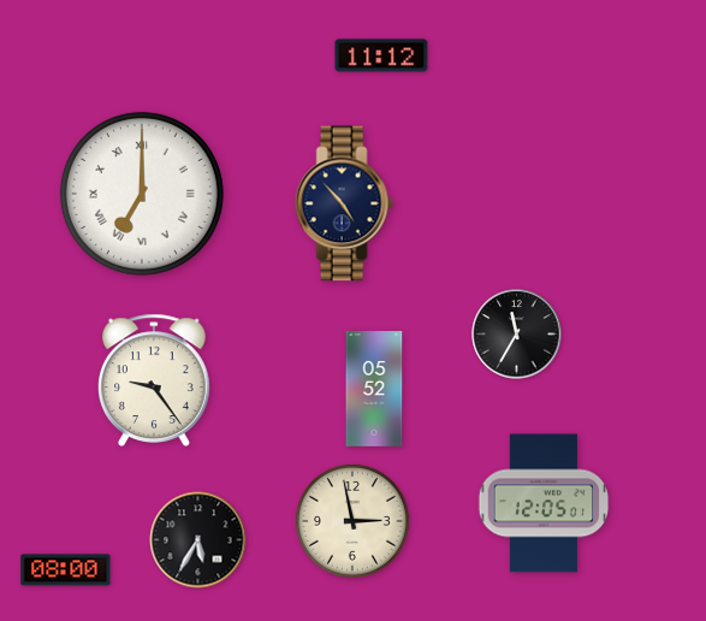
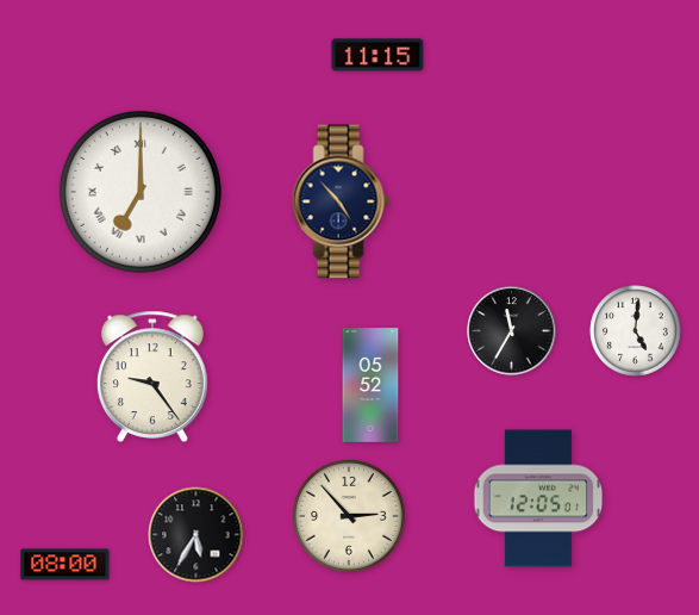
clock at (381, 55): 11:12 -> 11:15
clock at (636, 331): none -> 5:01
clock at (352, 521): 2:58 -> 2:53
